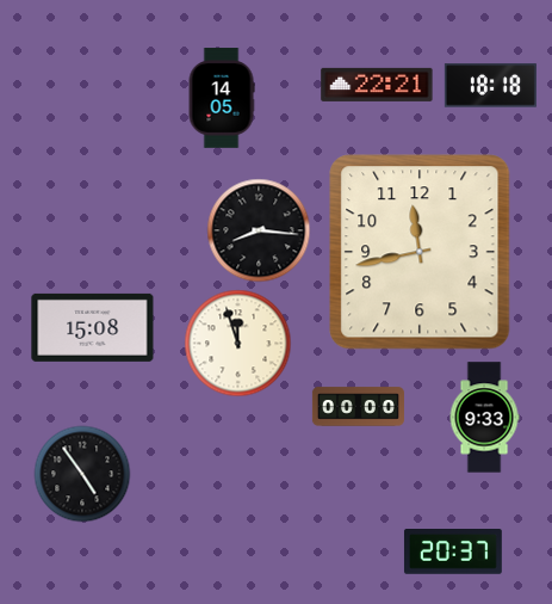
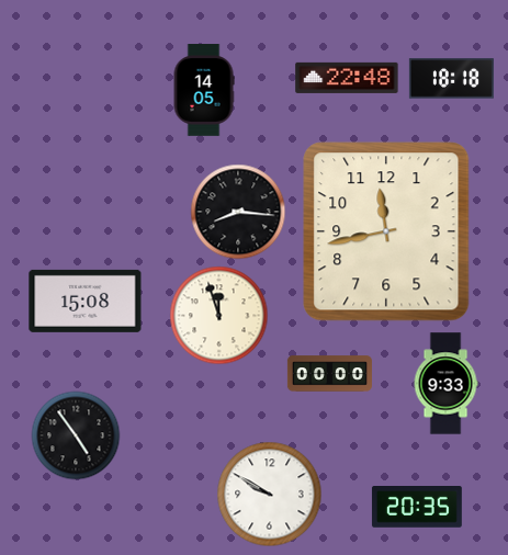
clock at (377, 85): 22:21 -> 22:48
clock at (269, 494): none -> 9:50
clock at (453, 553): 20:37 -> 20:35
